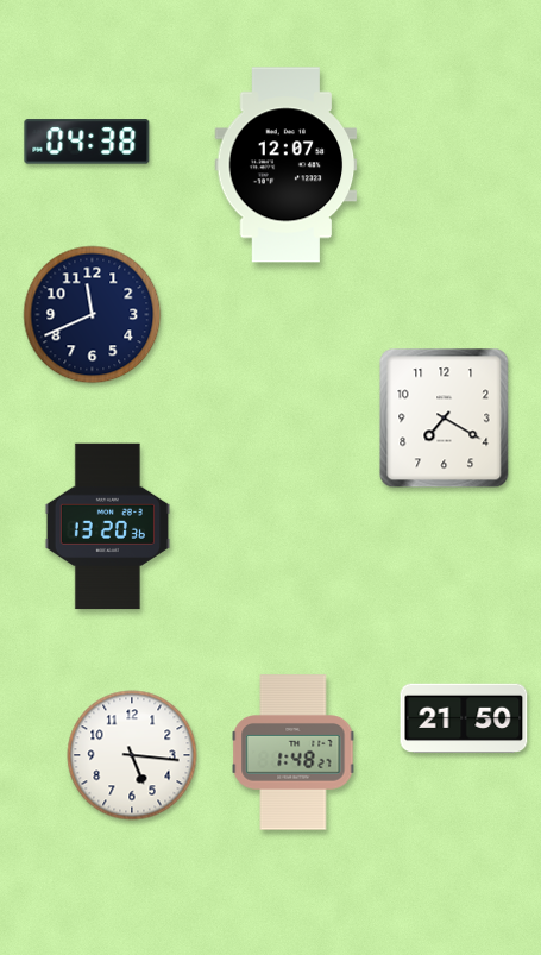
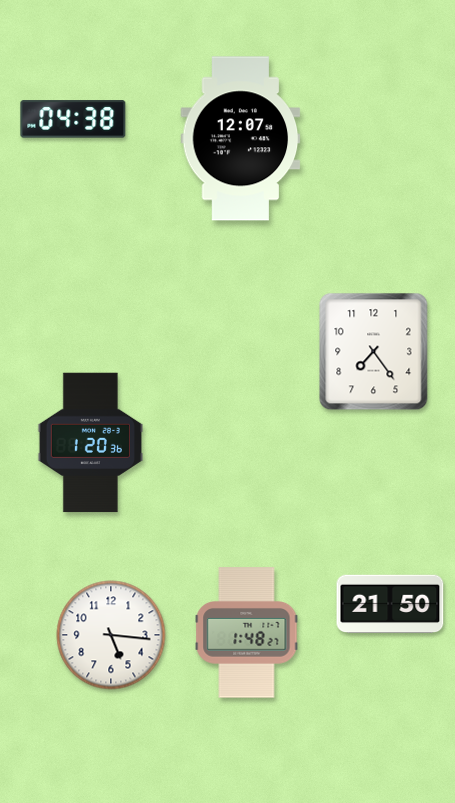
clock at (93, 315): 11:41 -> none
clock at (445, 419): 7:20 -> 7:24
clock at (107, 527): 13:20 -> 1:20
